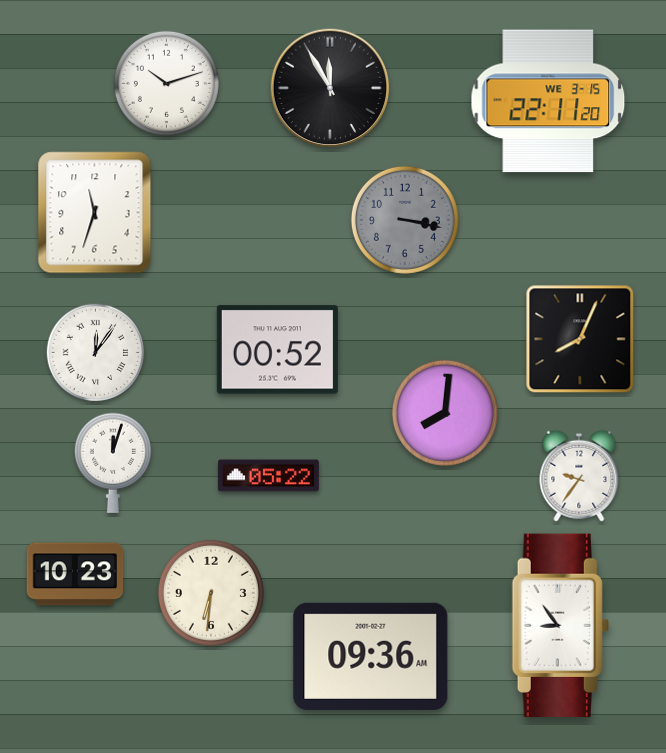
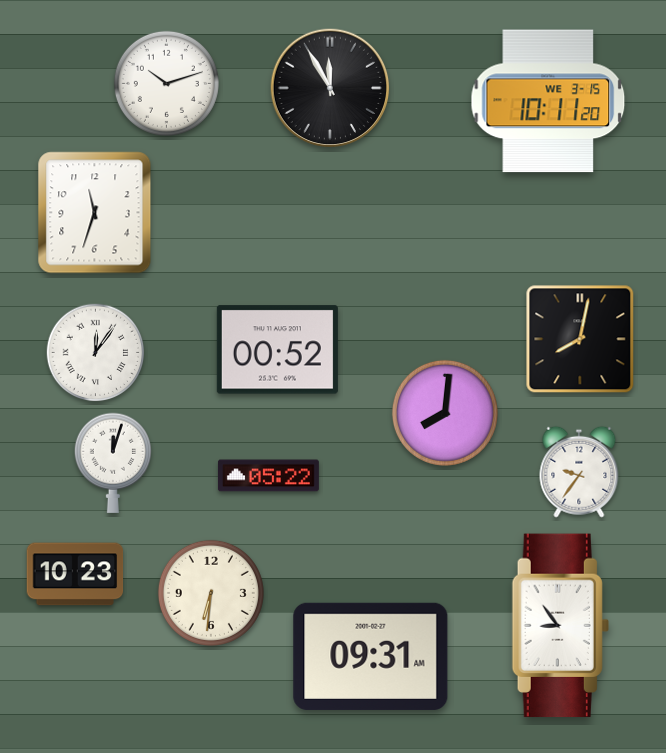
clock at (548, 101): 22:11 -> 10:11
clock at (405, 220): 3:17 -> none
clock at (580, 339): 8:04 -> 8:02
clock at (579, 476) position: (579, 476) -> (579, 472)
clock at (371, 656): 09:36 -> 09:31
